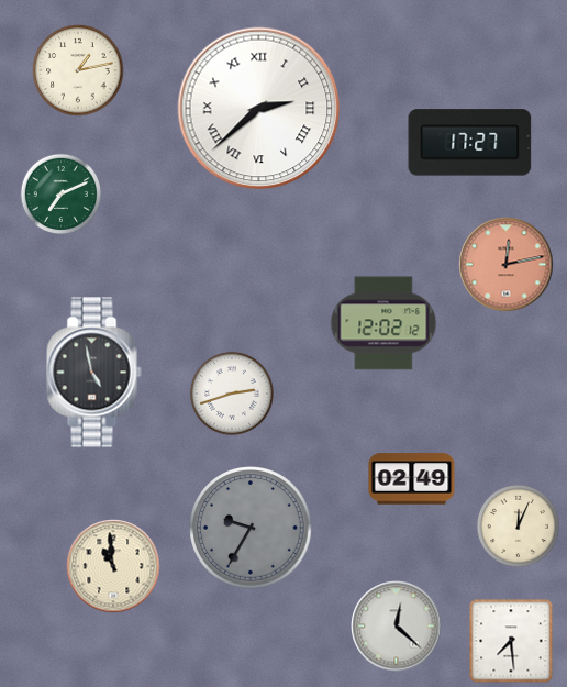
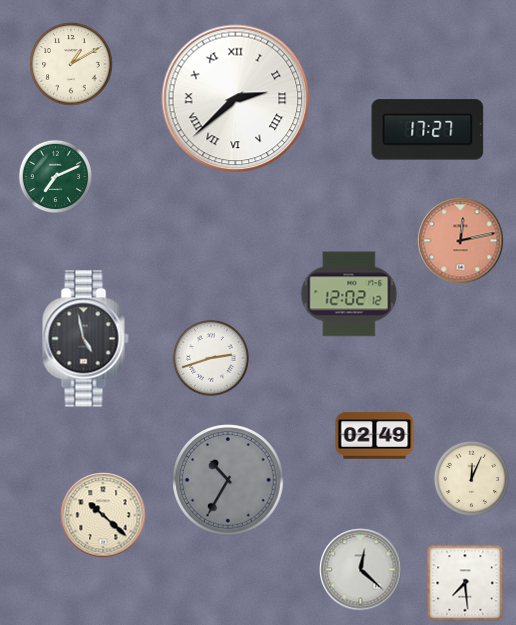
clock at (78, 70): 1:13 -> 1:10
clock at (251, 528): 9:35 -> 10:35
clock at (113, 566): 10:59 -> 10:22
